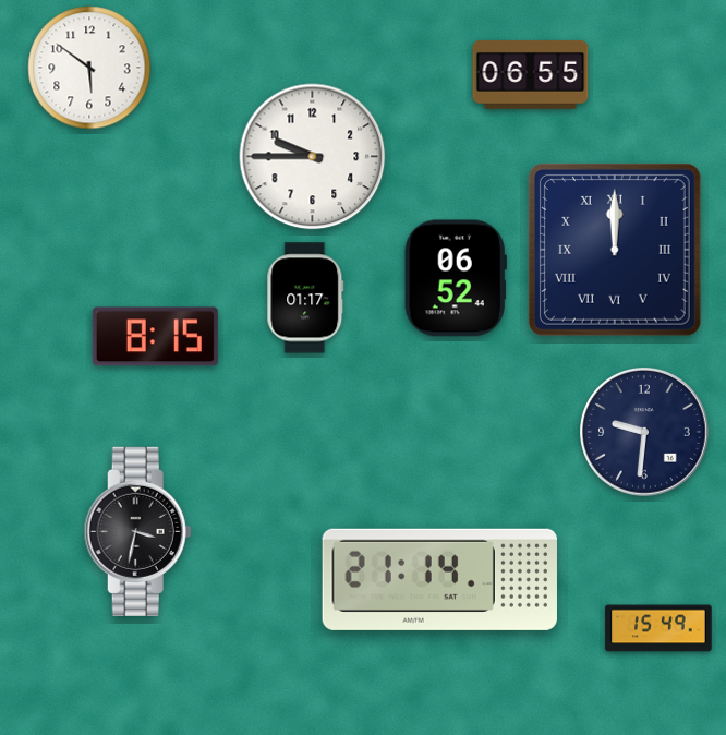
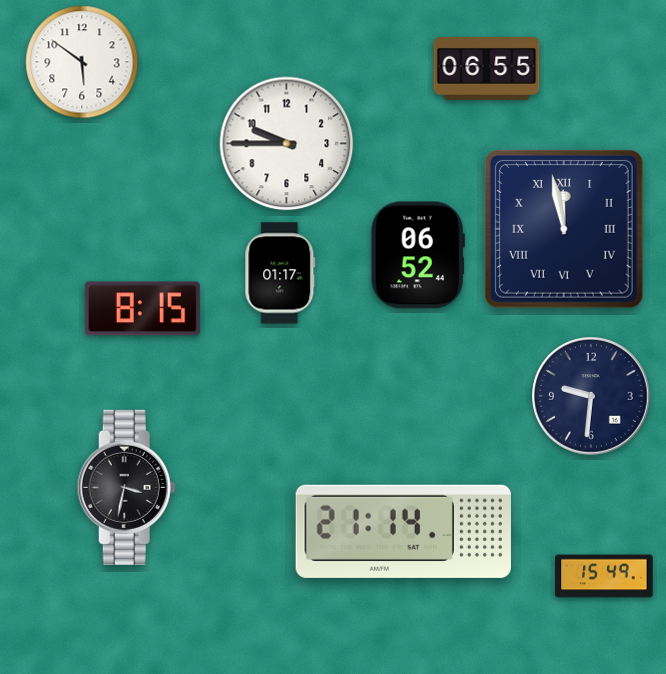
clock at (615, 250): 12:00 -> 11:58
